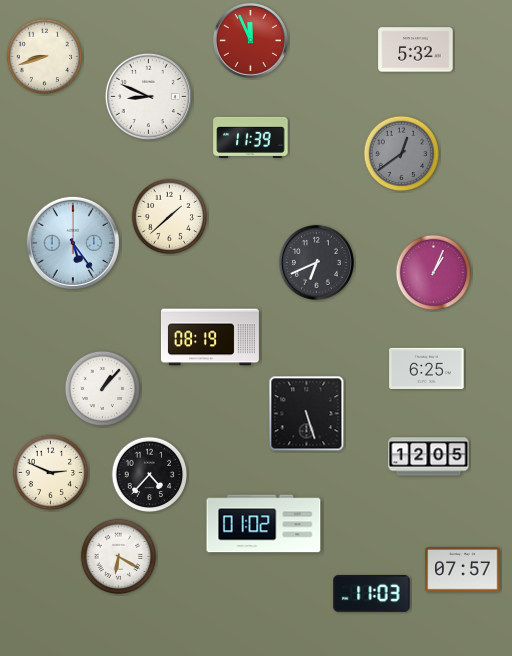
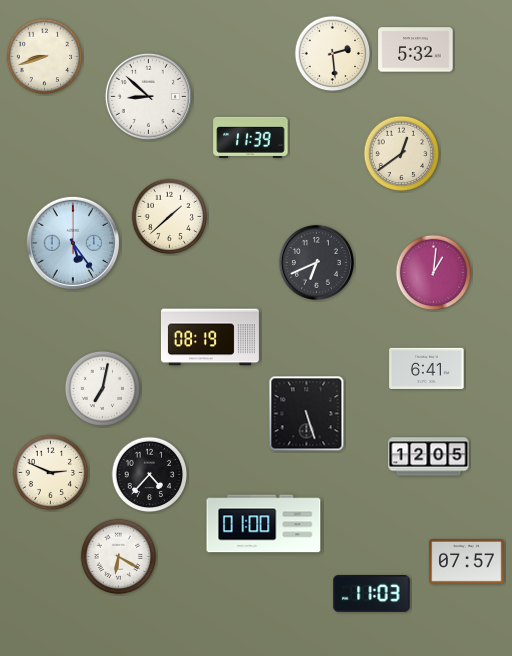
clock at (250, 40): 11:56 -> none
clock at (333, 54): none -> 2:29
clock at (148, 96): 8:49 -> 8:52
clock at (402, 154) dial: grey -> cream
clock at (434, 273): 1:04 -> 1:01
clock at (427, 368): 6:25 -> 6:41
clock at (103, 389): 1:07 -> 7:02
clock at (264, 524): 01:02 -> 01:00
clock at (463, 570) position: (463, 570) -> (467, 562)
